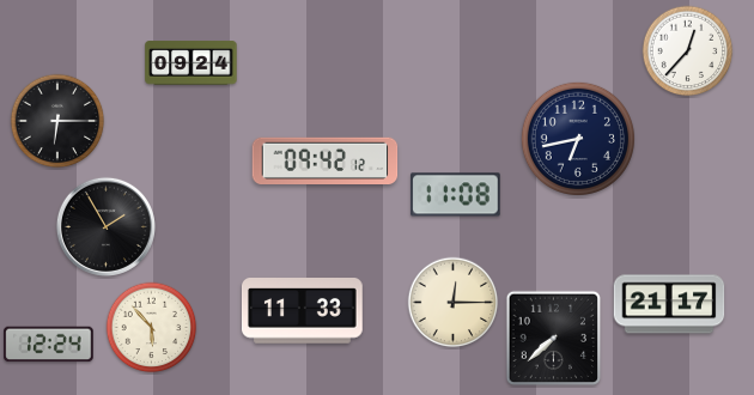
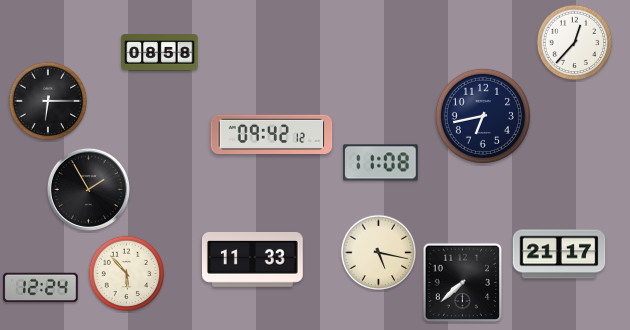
clock at (191, 63): 09:24 -> 08:58
clock at (454, 303): 12:15 -> 5:17
